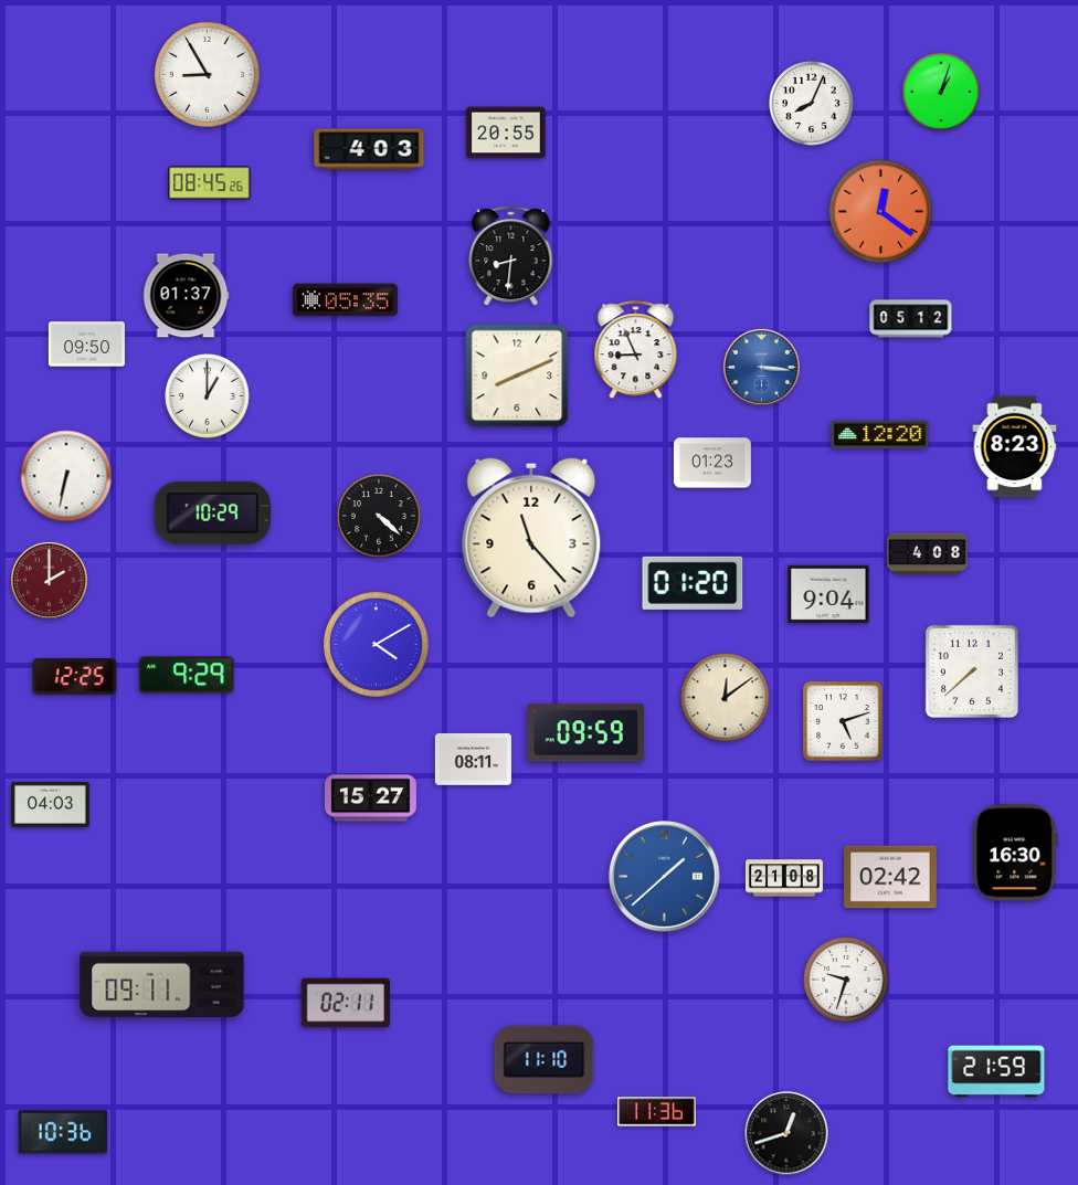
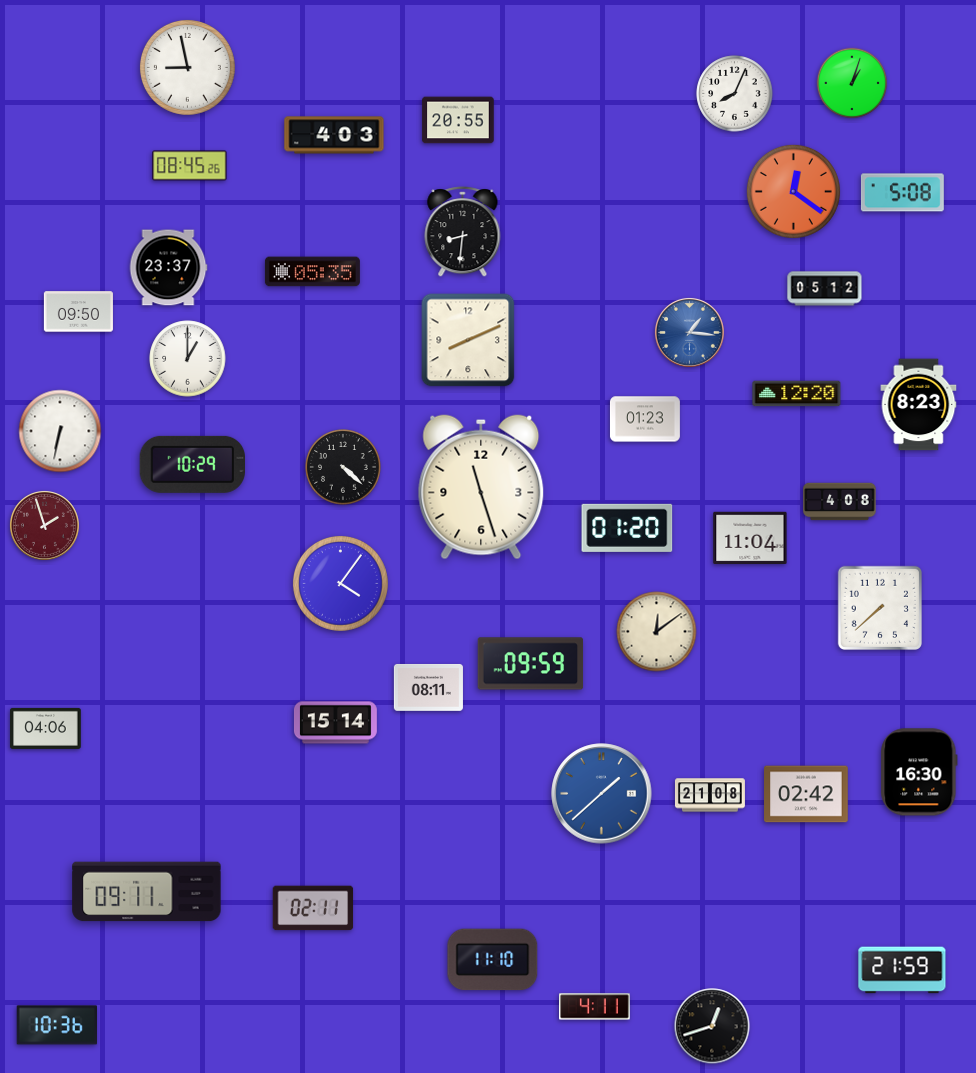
clock at (207, 74): 8:55 -> 8:58
clock at (880, 211) position: (880, 211) -> (793, 191)
clock at (902, 193): none -> 5:08
clock at (186, 296): 01:37 -> 23:37
clock at (636, 350): 8:56 -> none
clock at (761, 367): 3:16 -> 1:16
clock at (531, 538): 11:23 -> 11:27
clock at (49, 580): 2:00 -> 1:57
clock at (828, 593): 9:04 -> 11:04
clock at (376, 644): 4:10 -> 4:06
clock at (187, 675): 9:29 -> none
clock at (75, 676): 12:25 -> none
clock at (843, 721): 5:12 -> none
clock at (371, 798): 15:27 -> 15:14
clock at (51, 804): 04:03 -> 04:06
clock at (846, 980): 9:33 -> none
clock at (657, 1112): 11:36 -> 4:11
